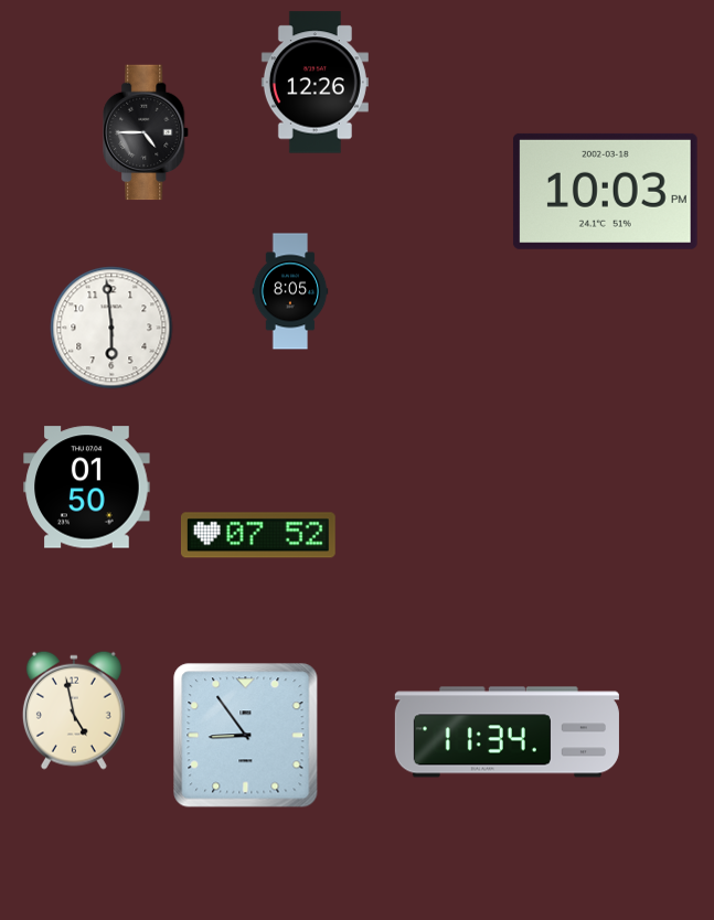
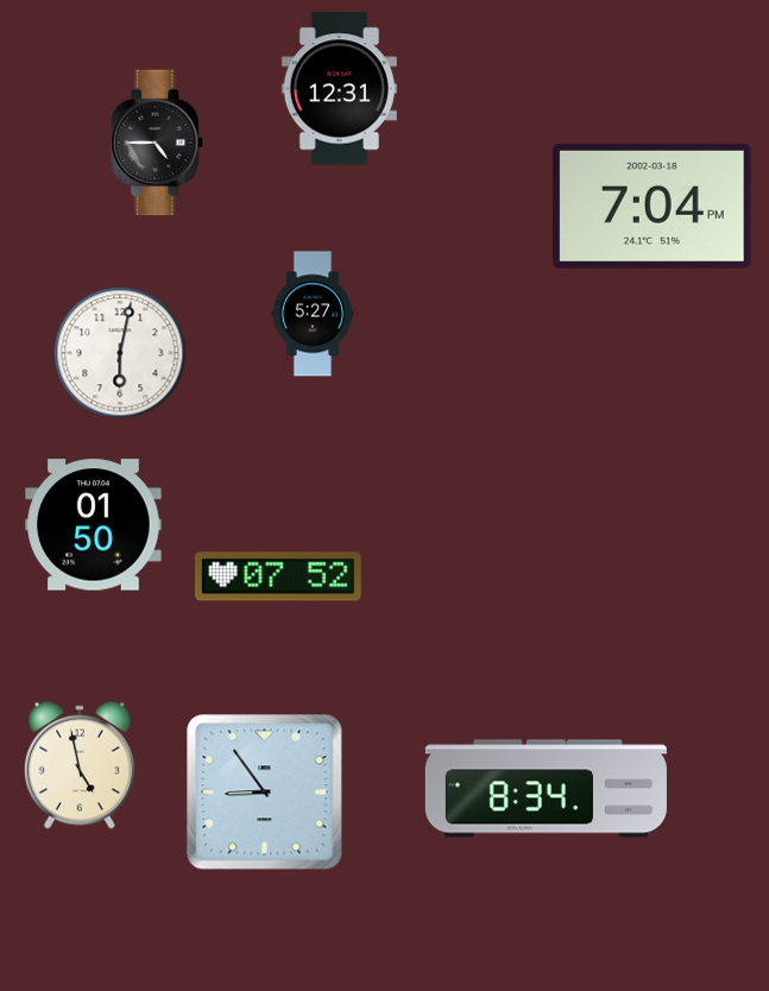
clock at (315, 83): 12:26 -> 12:31
clock at (605, 191): 10:03 -> 7:04
clock at (290, 291): 8:05 -> 5:27
clock at (111, 328): 5:59 -> 6:02
clock at (507, 732): 11:34 -> 8:34
